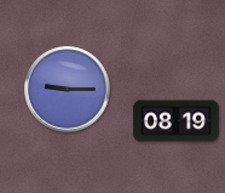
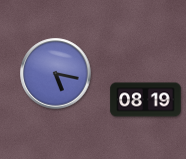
clock at (68, 90): 9:15 -> 5:17
